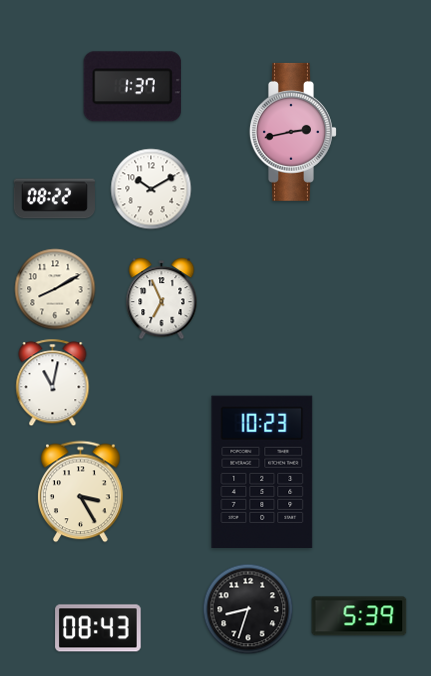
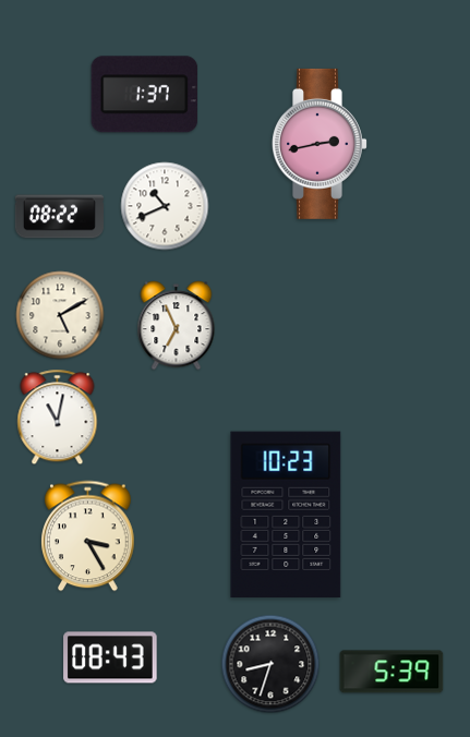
clock at (151, 189): 10:10 -> 10:41
clock at (55, 289): 8:10 -> 5:10
clock at (98, 628) position: (98, 628) -> (110, 657)
